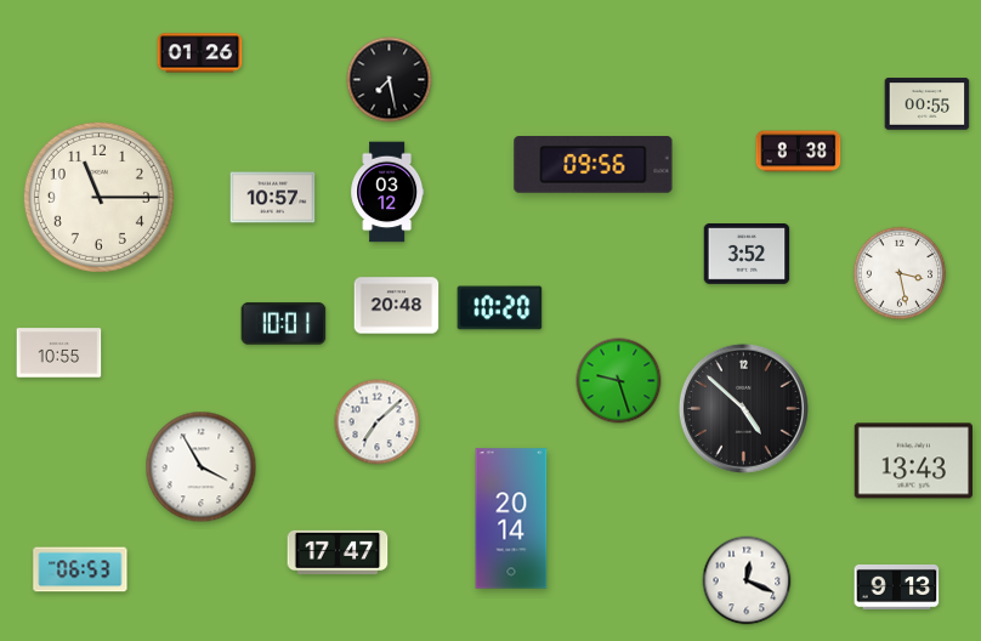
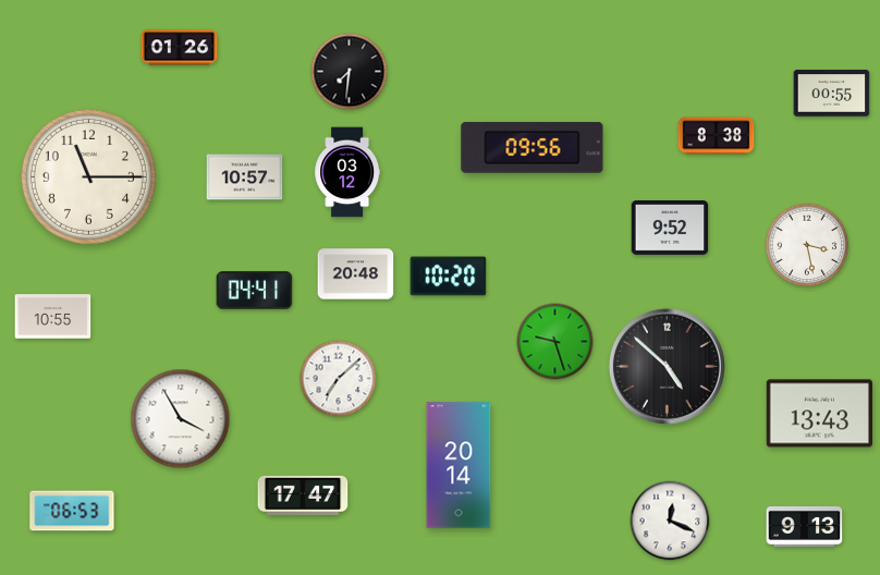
clock at (390, 80): 7:28 -> 7:31
clock at (747, 255): 3:52 -> 9:52
clock at (284, 324): 10:01 -> 04:41
